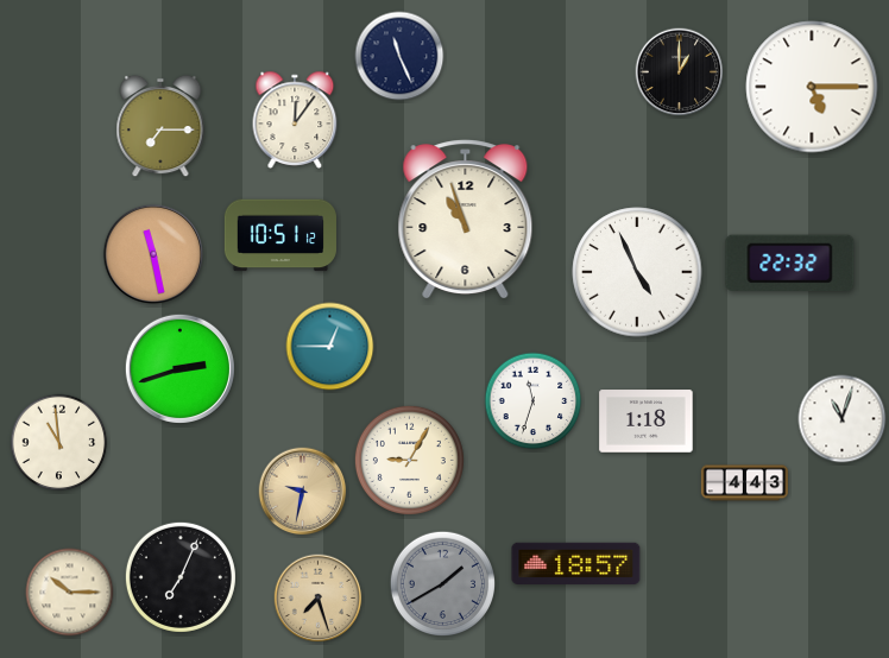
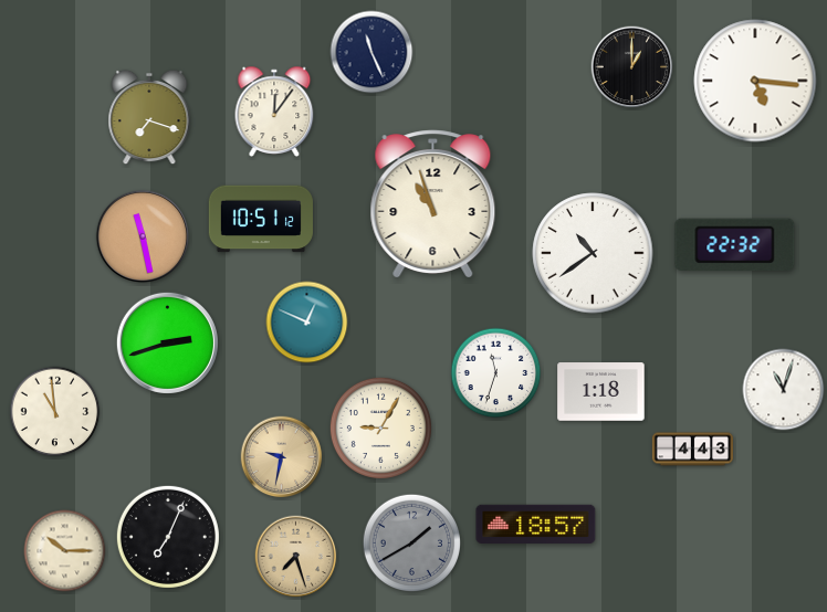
clock at (812, 87): 5:15 -> 5:16
clock at (160, 126): 7:15 -> 7:18
clock at (637, 272): 4:56 -> 10:39
clock at (330, 347): 12:45 -> 12:49
